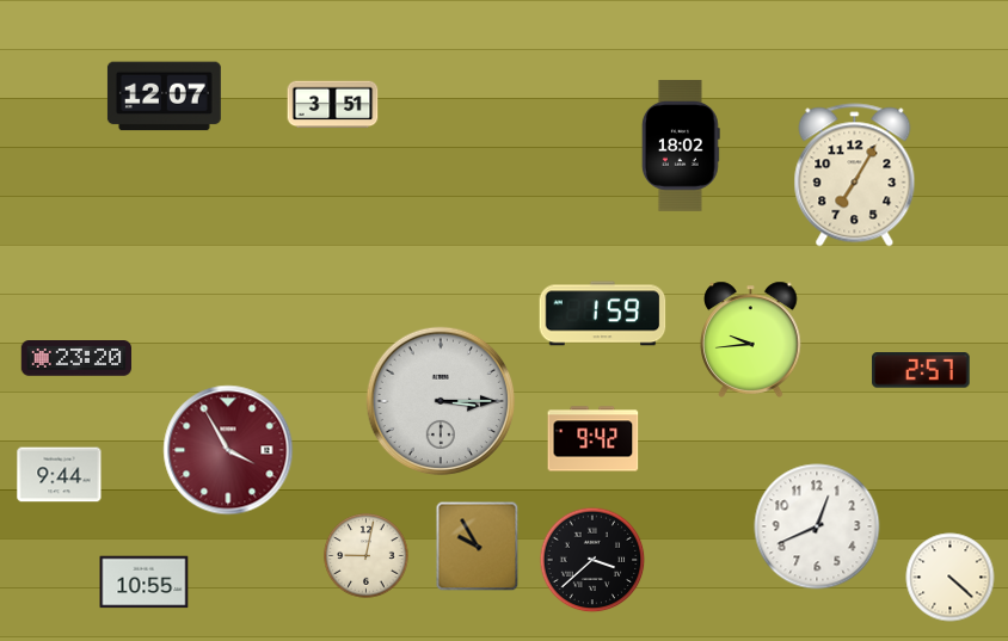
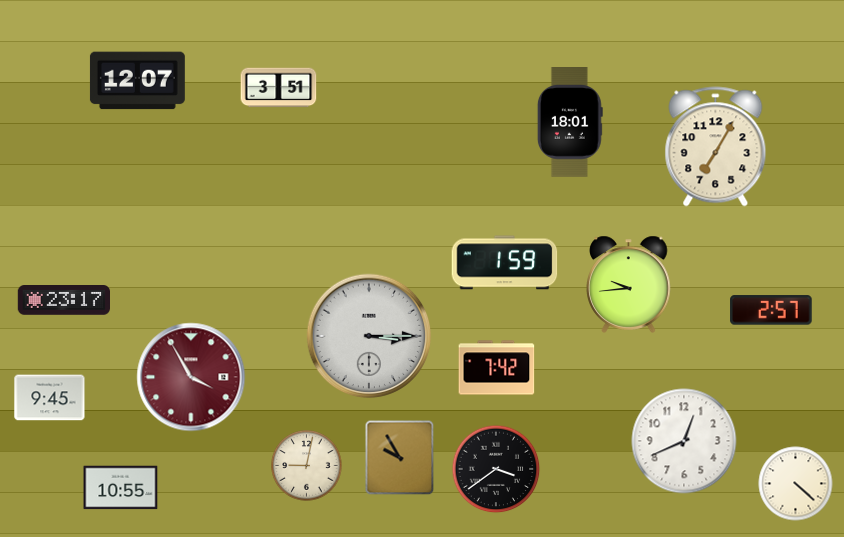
clock at (681, 147): 18:02 -> 18:01
clock at (75, 359): 23:20 -> 23:17
clock at (594, 439): 9:42 -> 7:42
clock at (60, 475): 9:44 -> 9:45
clock at (592, 560): 3:38 -> 3:39
